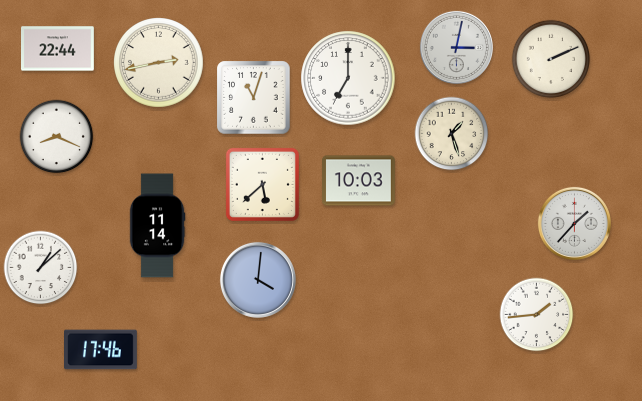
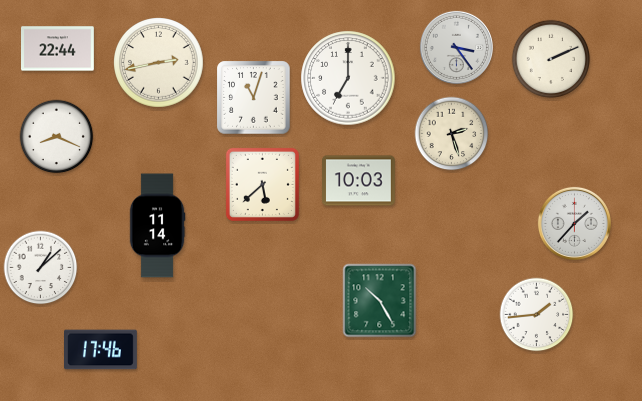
clock at (456, 47): 3:02 -> 3:24
clock at (452, 134): 1:27 -> 2:27
clock at (258, 280): 4:01 -> none
clock at (380, 301): none -> 10:25
